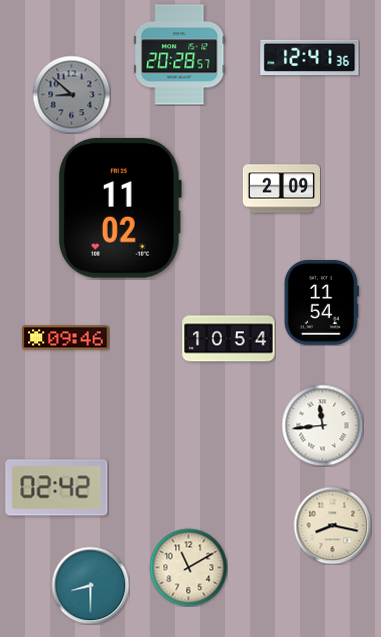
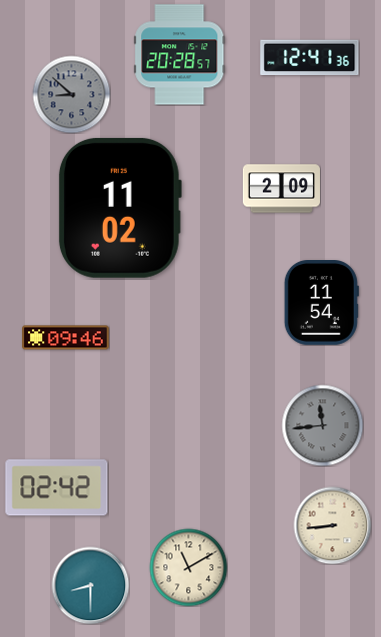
clock at (229, 339): 10:54 -> none
clock at (322, 425) dial: white -> grey
clock at (332, 525): 8:17 -> 8:44
